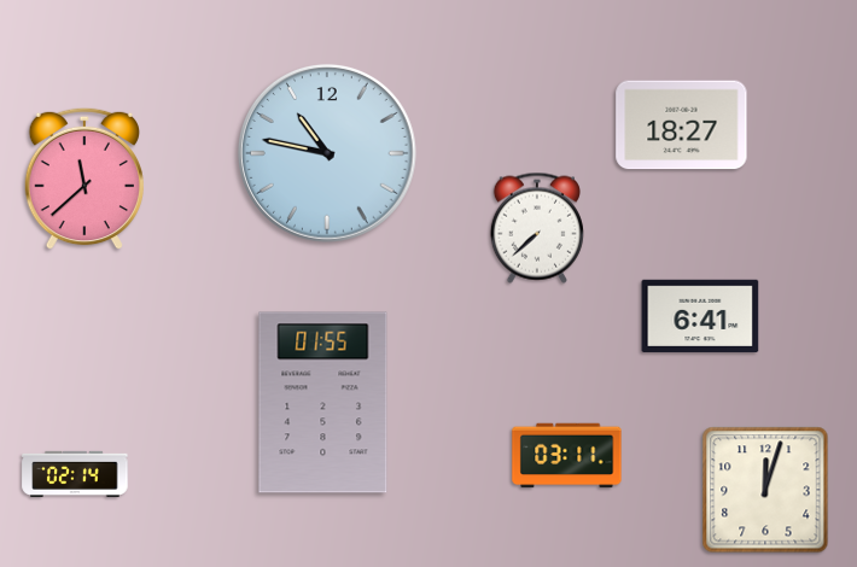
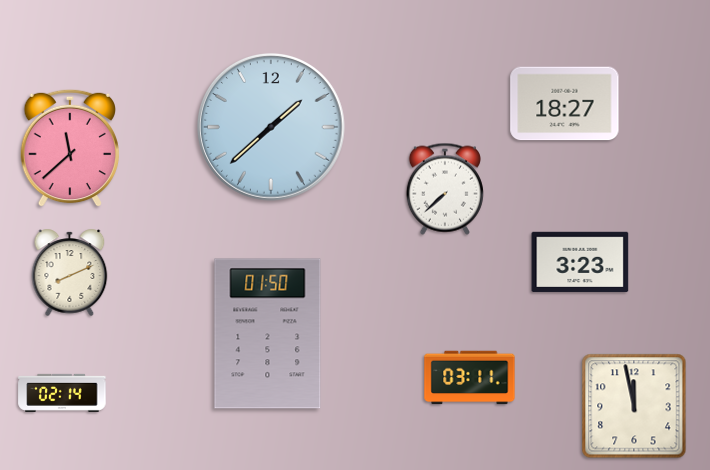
clock at (327, 153): 10:47 -> 1:38
clock at (700, 315): 6:41 -> 3:23
clock at (70, 272): none -> 8:11
clock at (323, 403): 01:55 -> 01:50
clock at (765, 490): 12:03 -> 11:58
